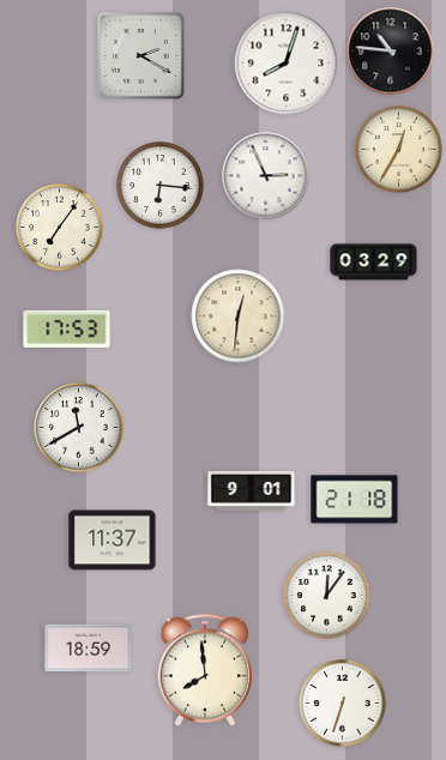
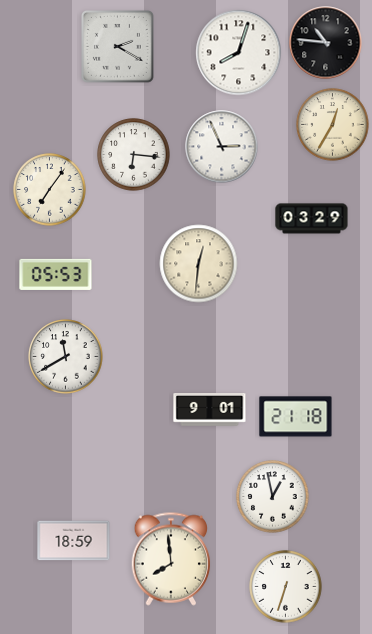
clock at (67, 328): 17:53 -> 05:53
clock at (113, 541): 11:37 -> none
clock at (327, 596): 12:06 -> 12:58
